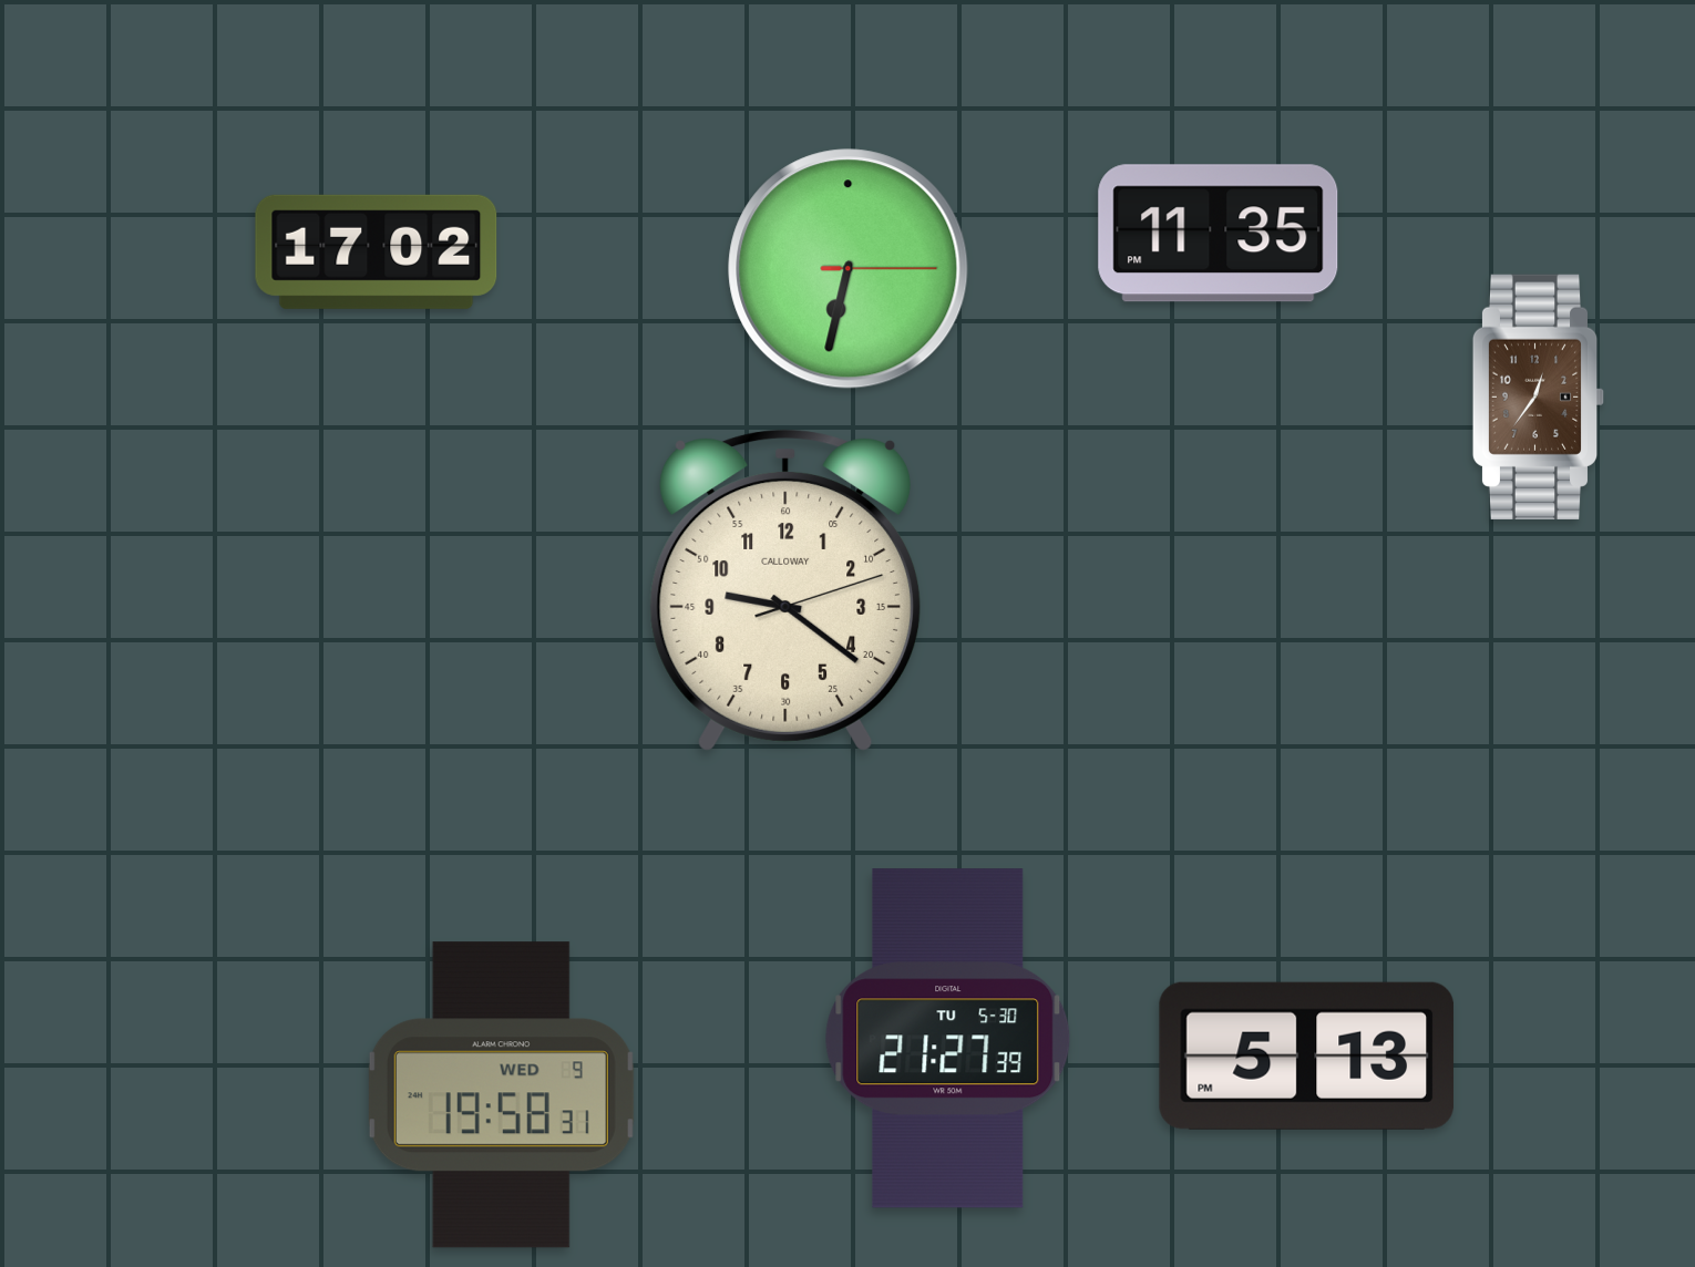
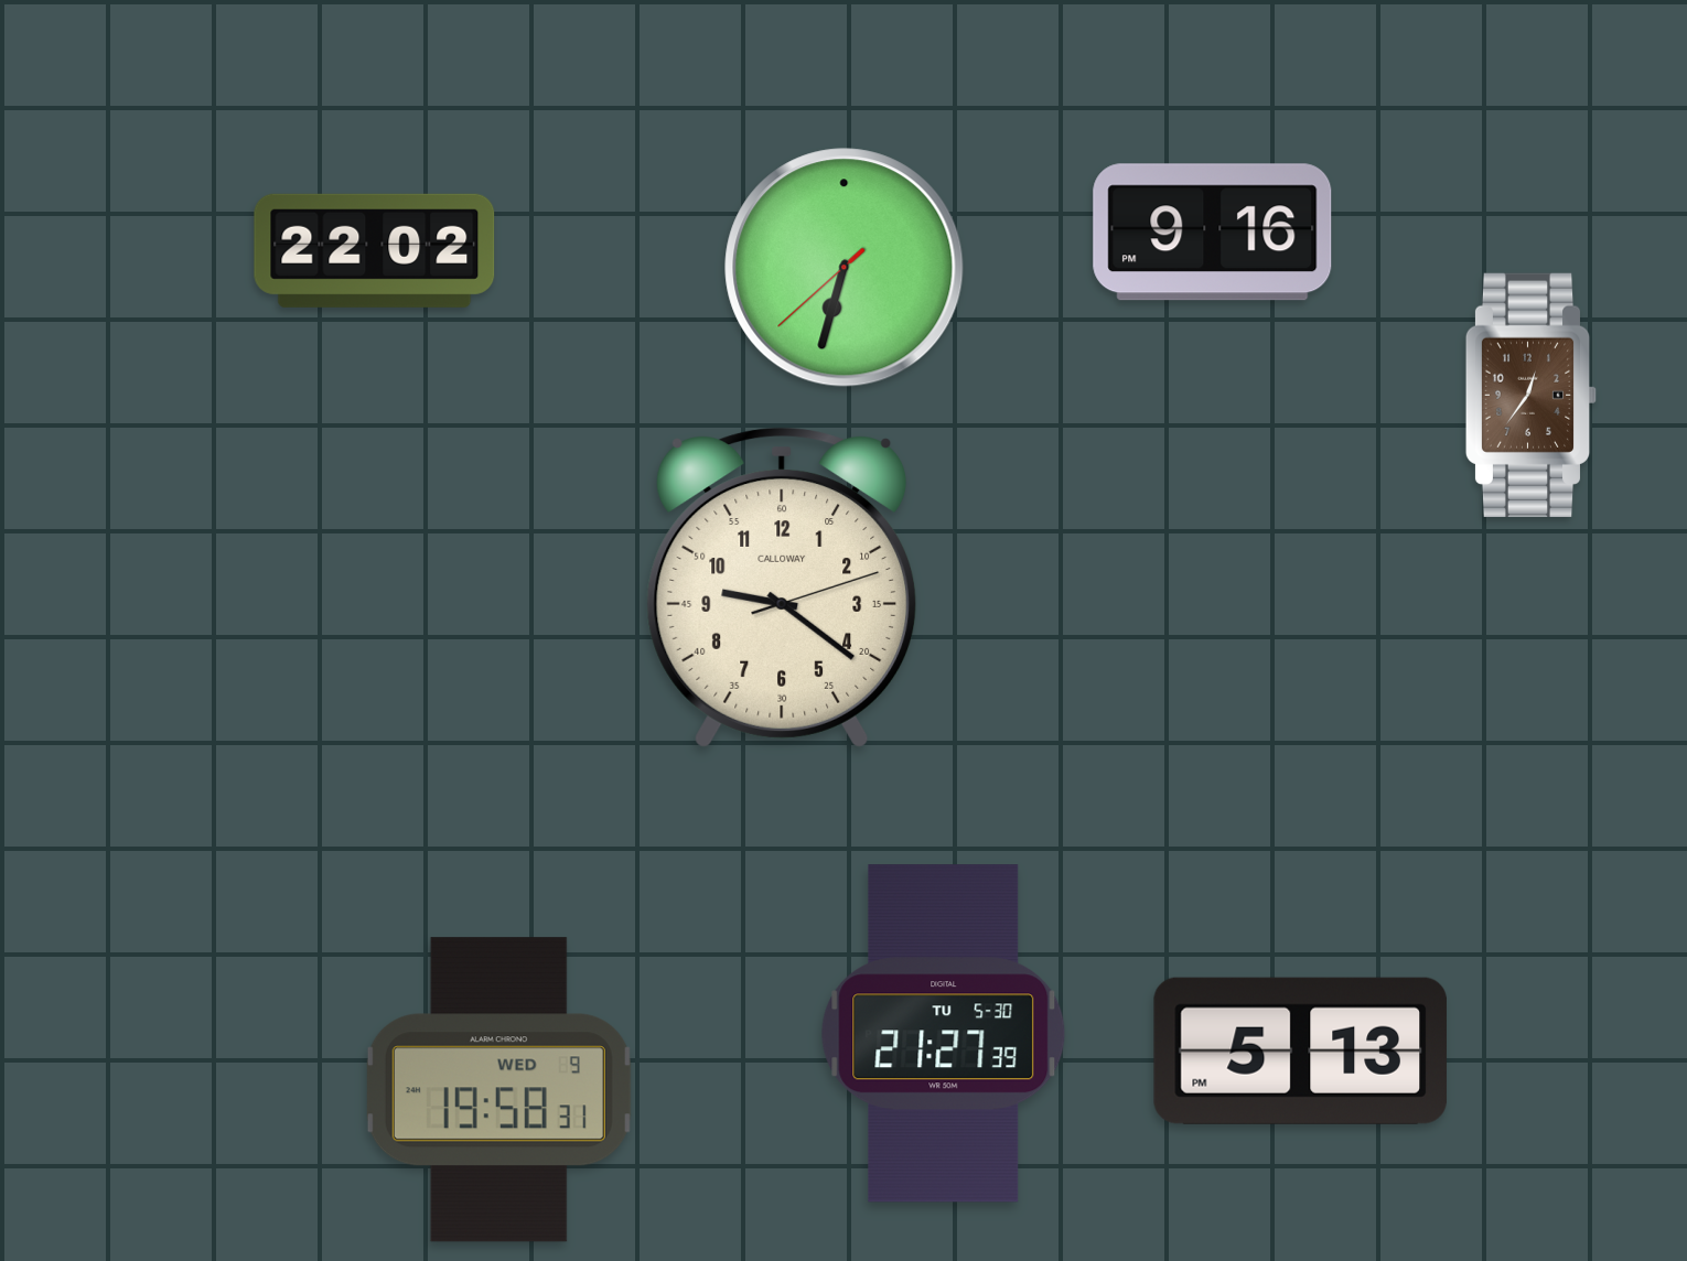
clock at (1219, 234): 11:35 -> 9:16
clock at (377, 251): 17:02 -> 22:02
clock at (849, 269): 6:32:15 -> 6:32:38
